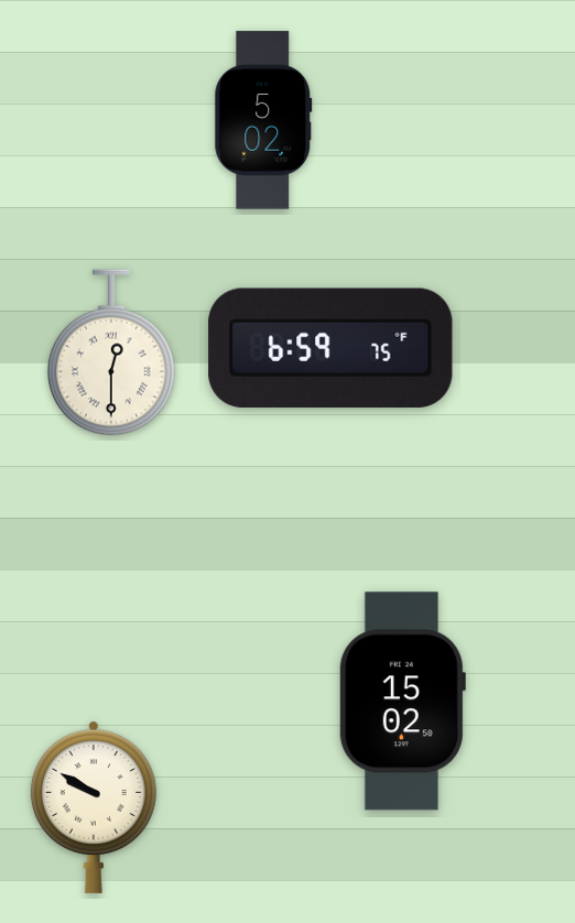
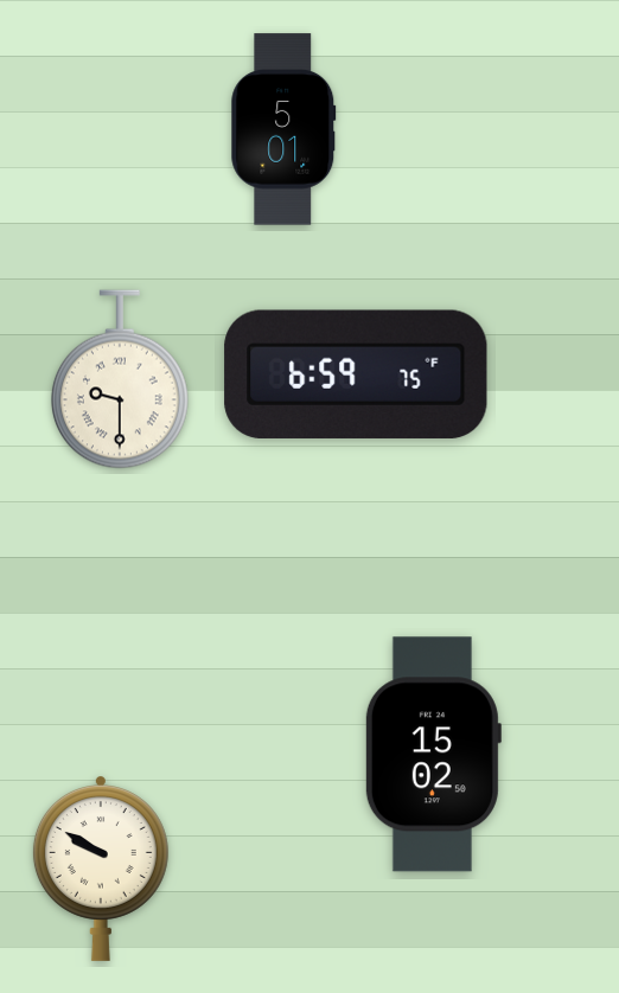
clock at (263, 120): 5:02 -> 5:01
clock at (111, 352): 12:30 -> 9:30
